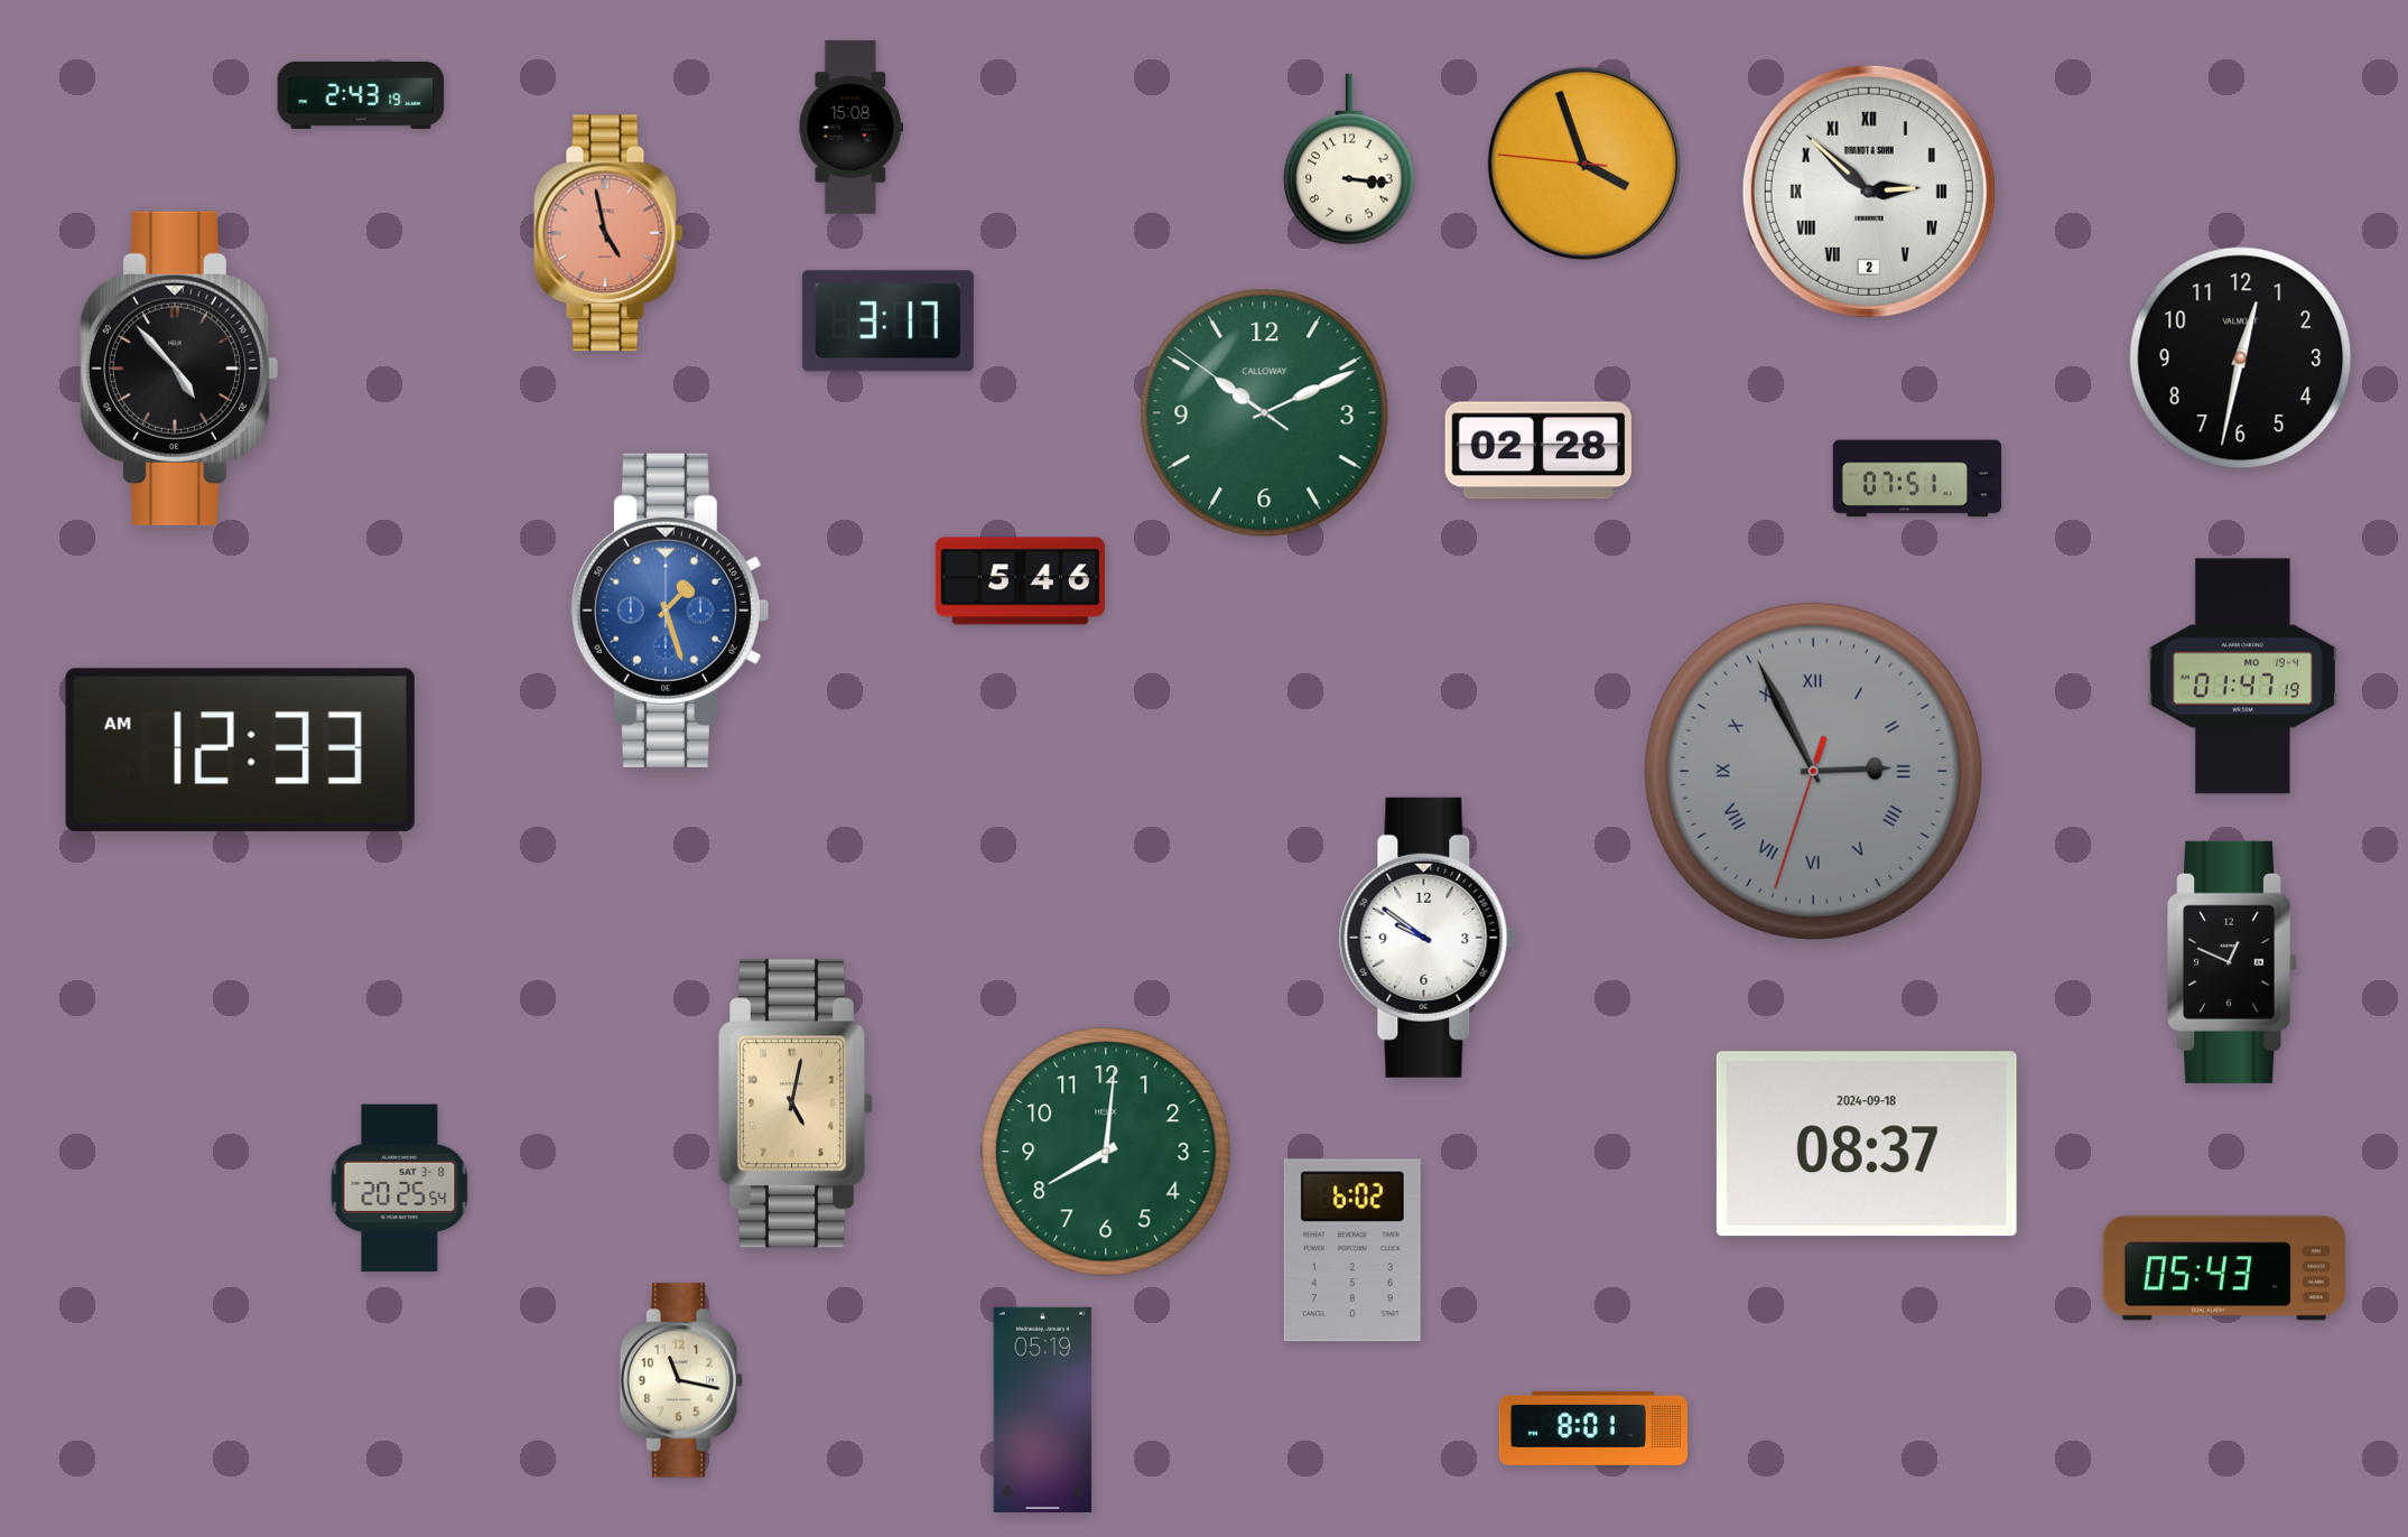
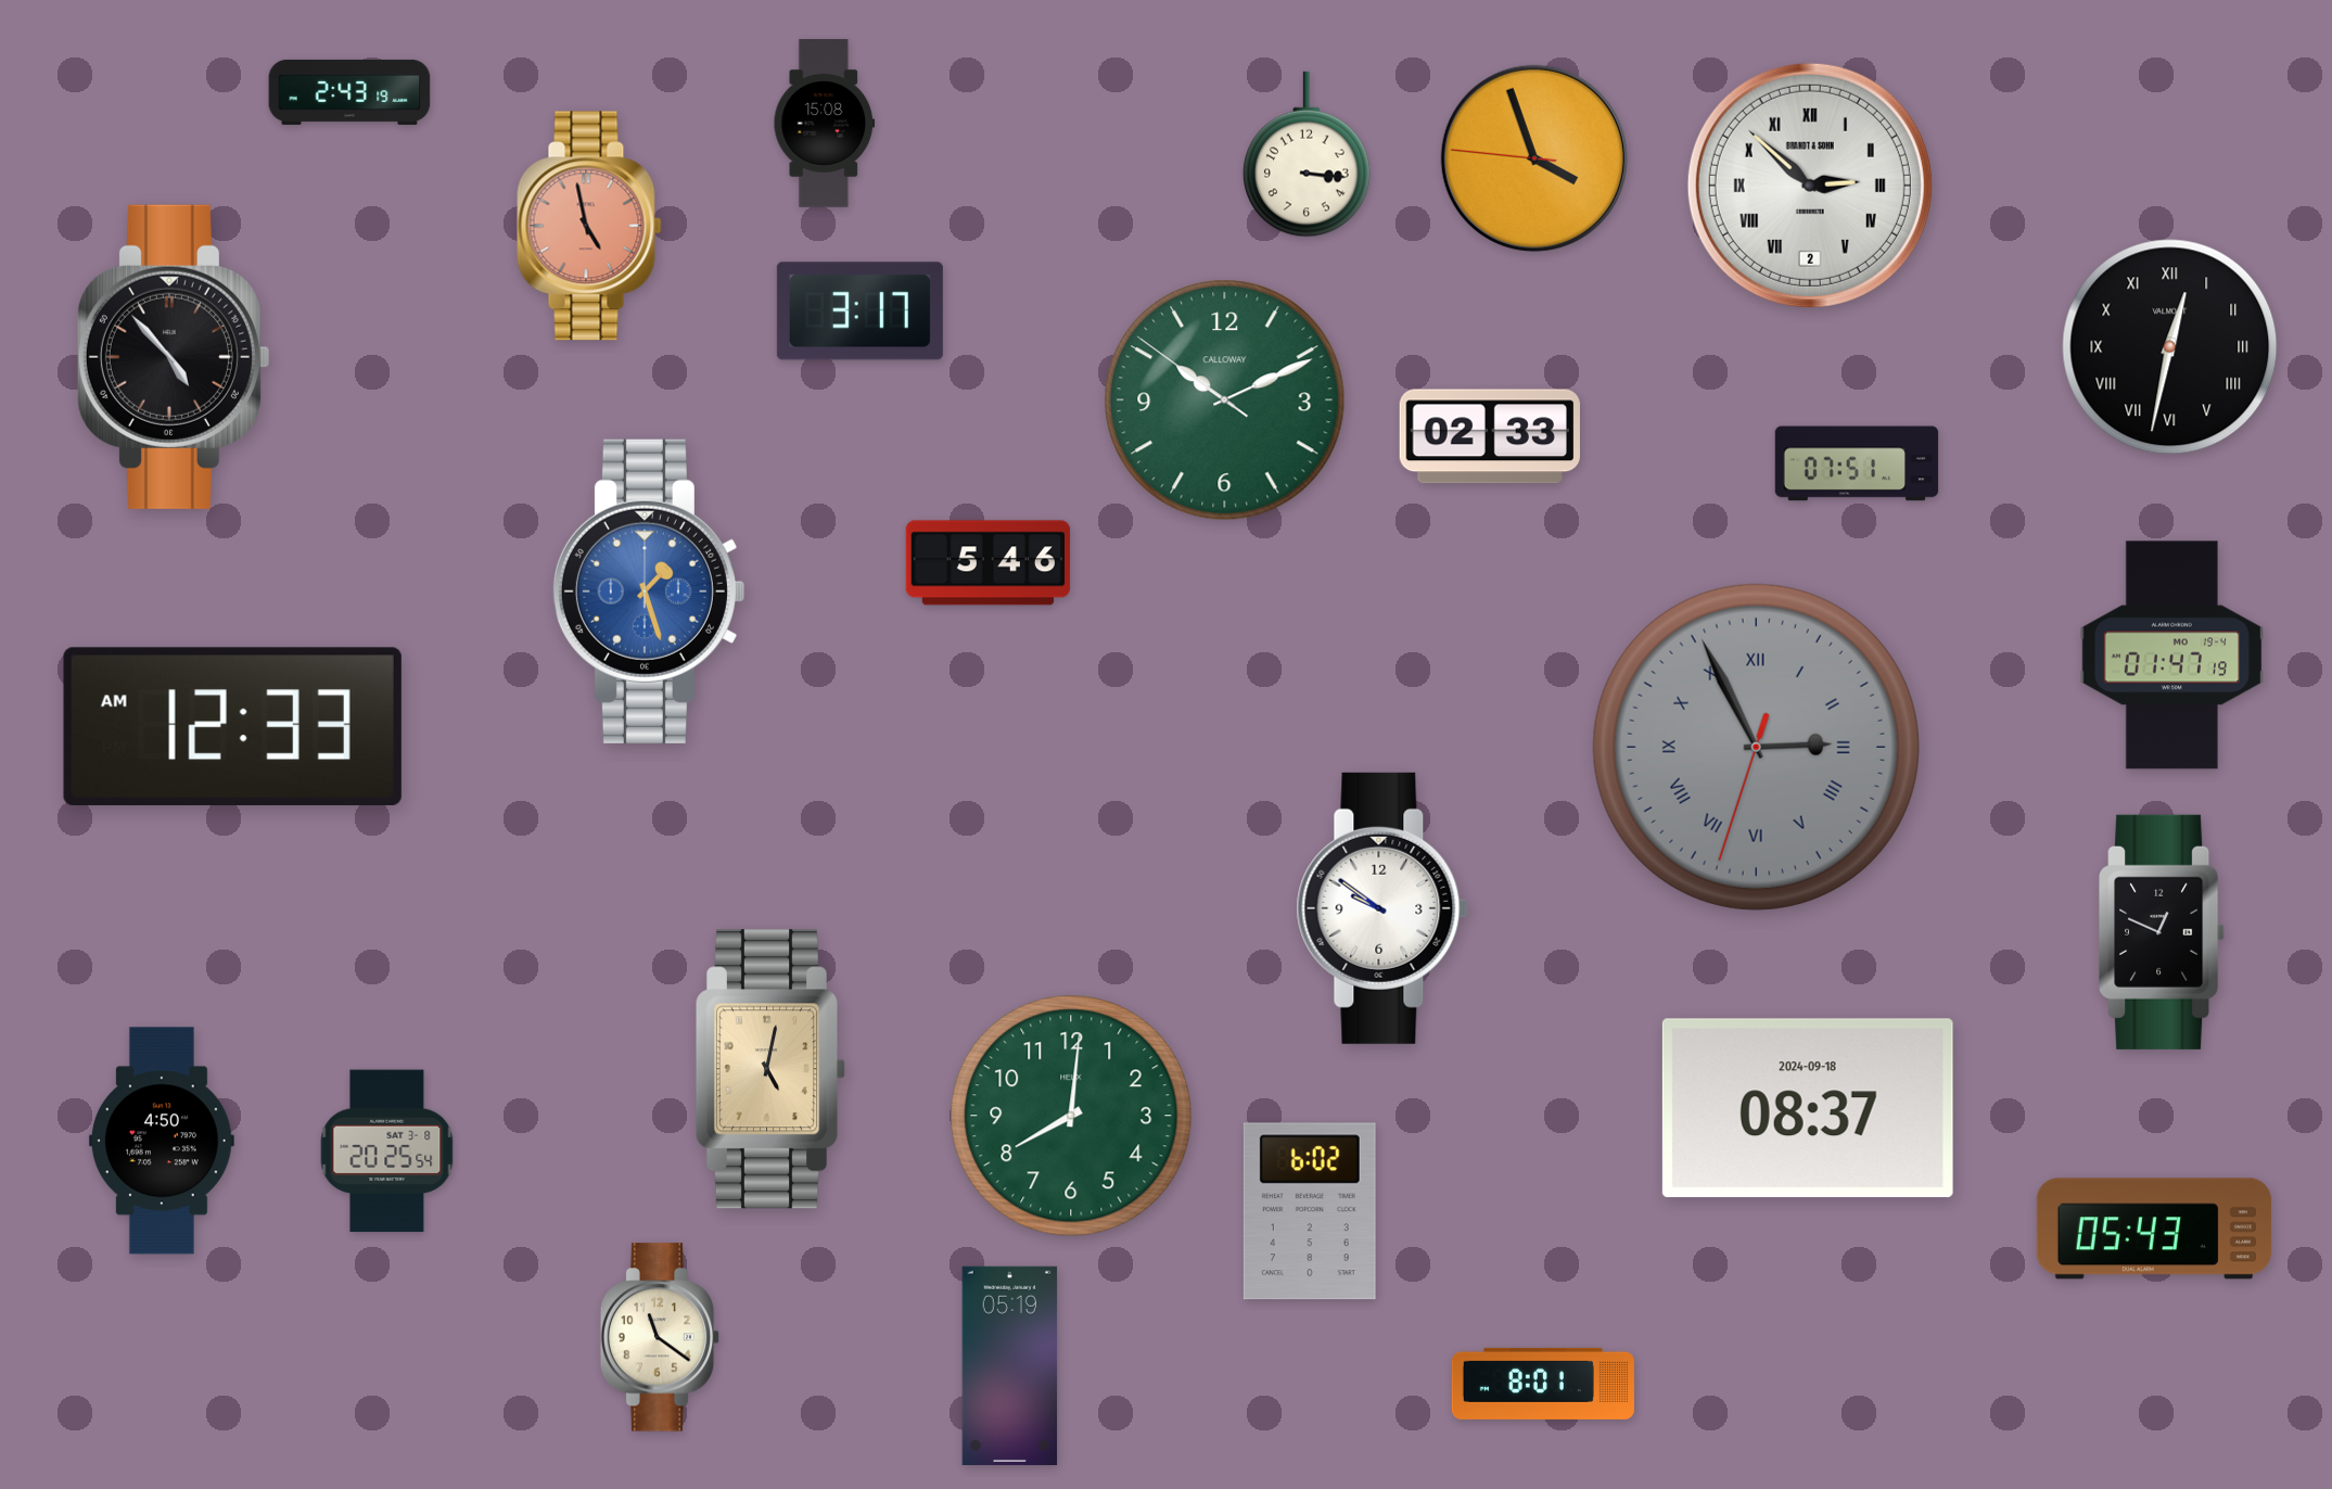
clock at (2241, 358) numerals: Arabic -> Roman
clock at (1538, 450): 02:28 -> 02:33
clock at (162, 1141): none -> 4:50
clock at (681, 1380): 11:17 -> 11:21
